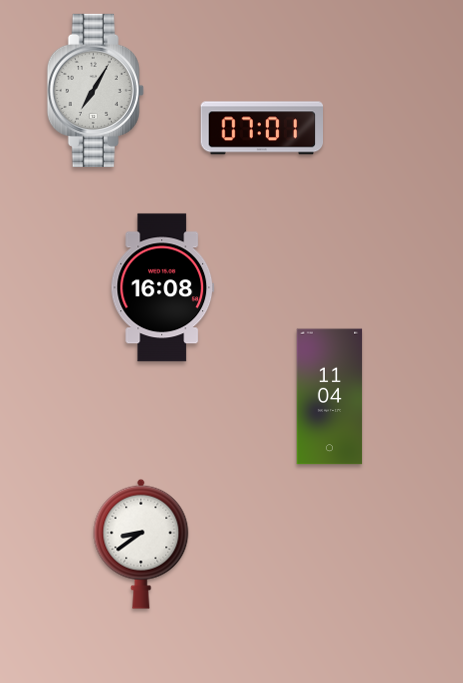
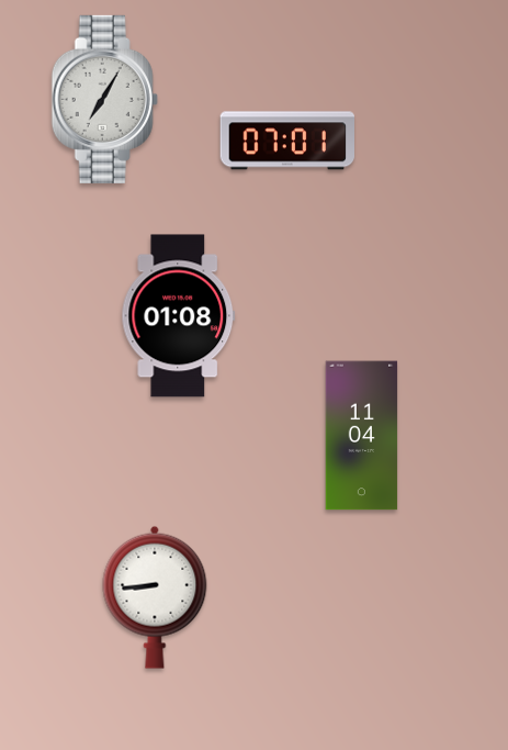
clock at (163, 288): 16:08 -> 01:08
clock at (141, 544): 8:39 -> 8:44
